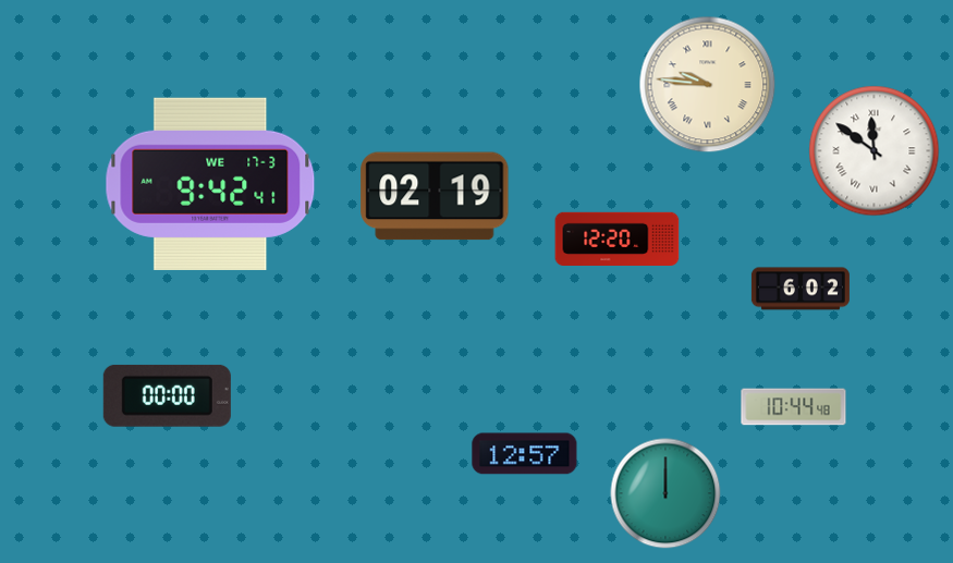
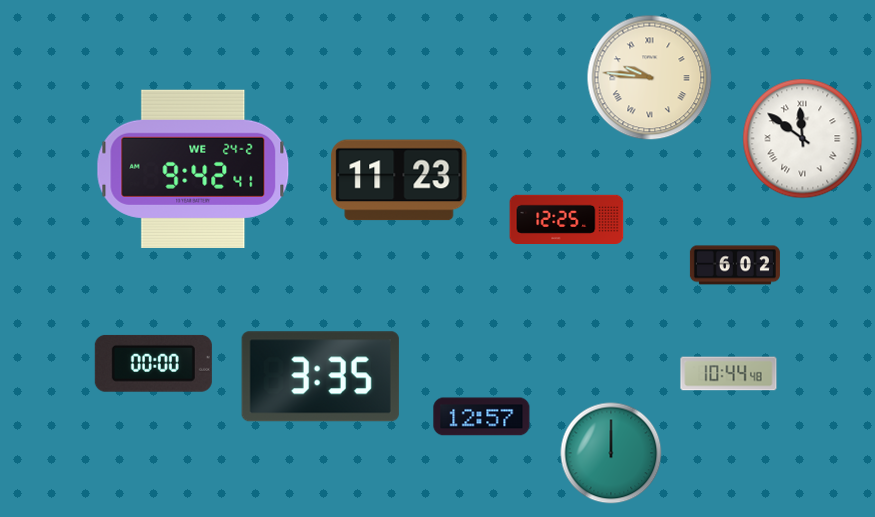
clock at (210, 184) date: WE 17-3 -> WE 24-2
clock at (435, 196): 02:19 -> 11:23
clock at (618, 238): 12:20 -> 12:25
clock at (320, 377): none -> 3:35
